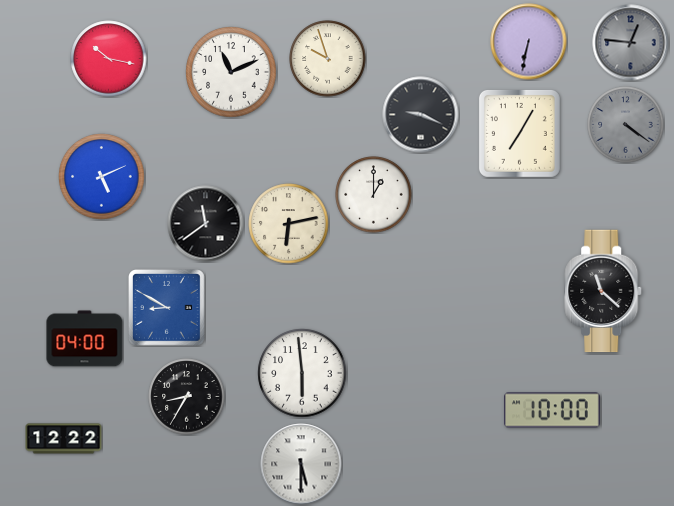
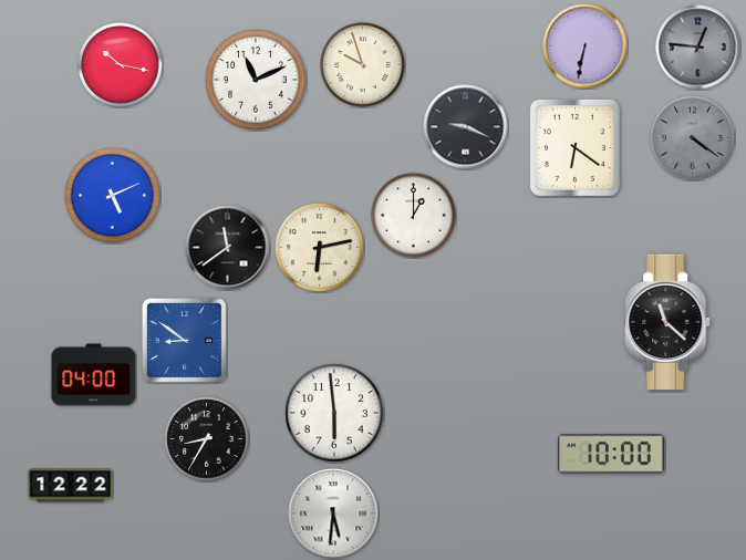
clock at (519, 133): 7:05 -> 6:21
clock at (167, 308): 8:50 -> 8:51
clock at (301, 464): 5:30 -> 5:31
